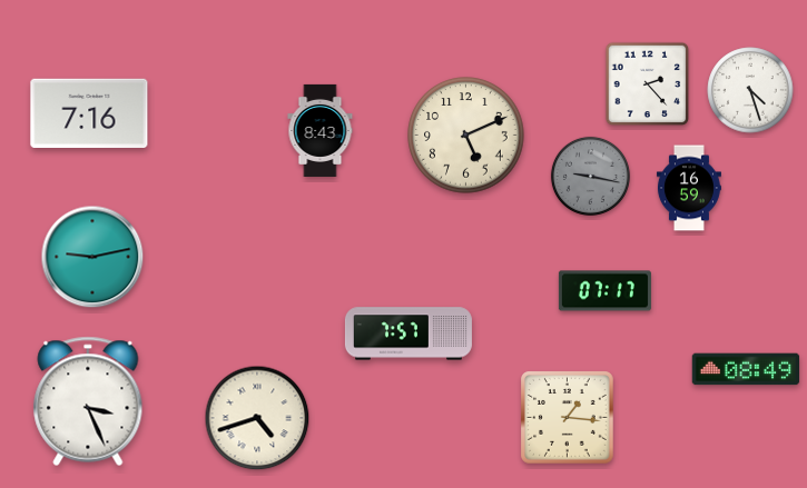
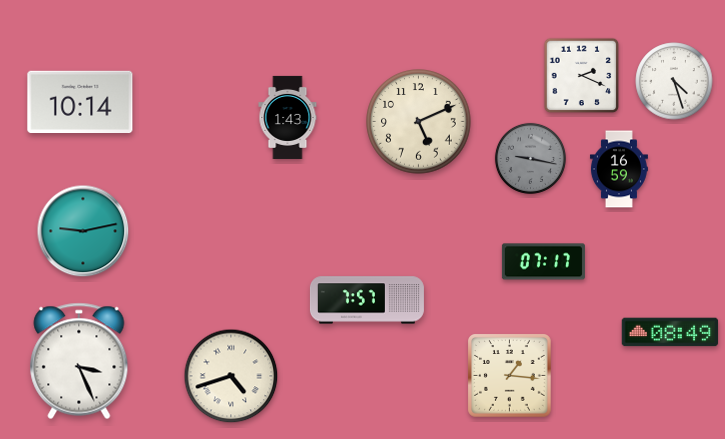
clock at (648, 84): 2:23 -> 2:19
clock at (89, 112): 7:16 -> 10:14
clock at (321, 130): 8:43 -> 1:43
